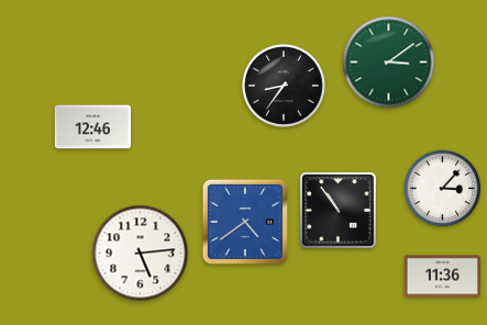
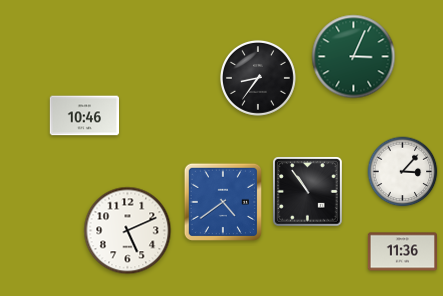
clock at (389, 63): 3:09 -> 3:04
clock at (92, 127): 12:46 -> 10:46
clock at (141, 254): 5:14 -> 5:11
